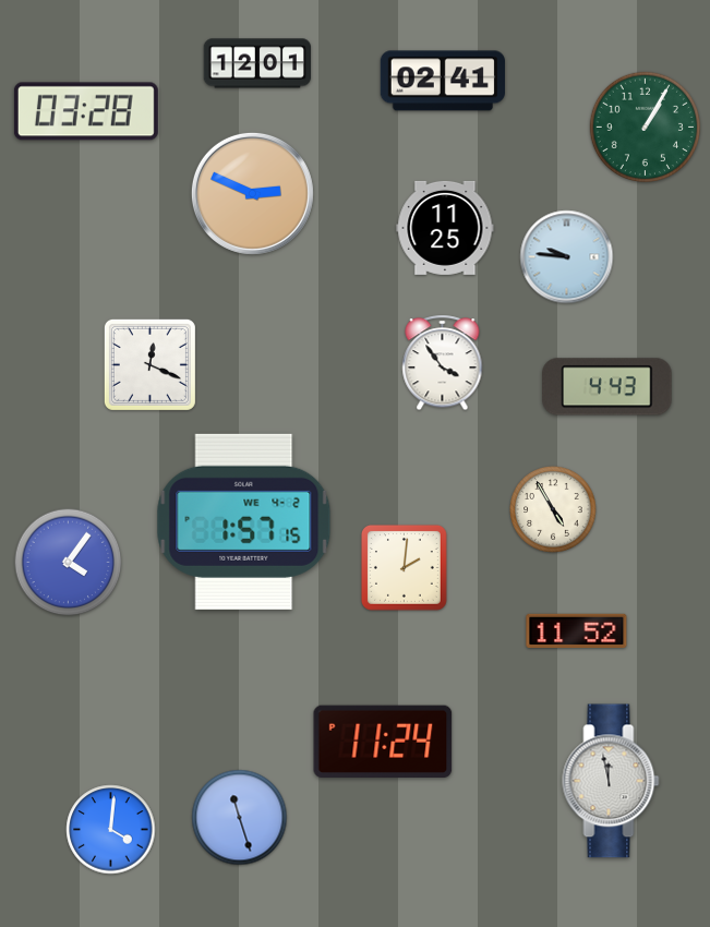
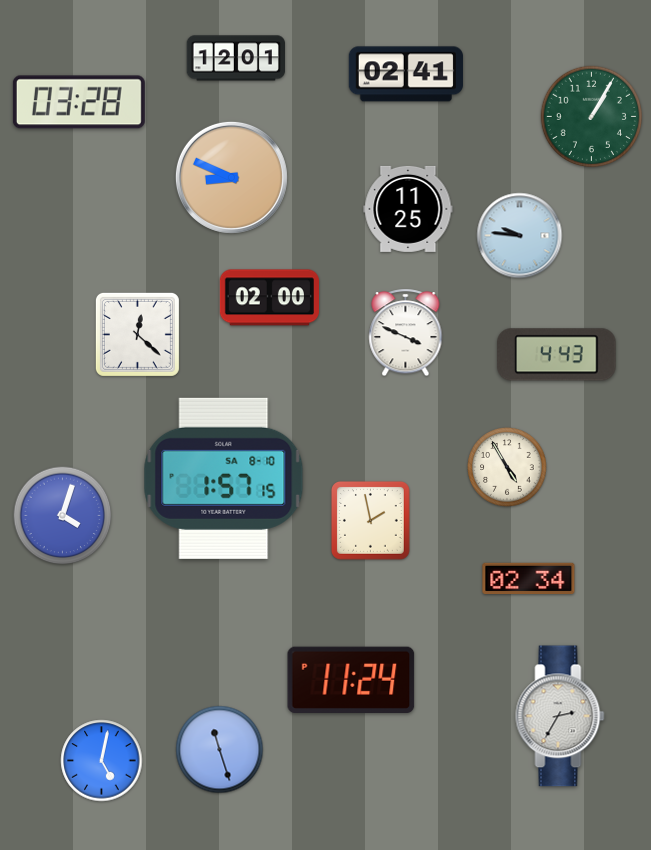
clock at (252, 193): 2:49 -> 8:49
clock at (269, 298): none -> 02:00
clock at (443, 363): 3:54 -> 3:49
clock at (149, 364): 12:19 -> 12:22
clock at (244, 521) date: WE 4-2 -> SA 8-10
clock at (69, 563): 4:06 -> 4:03
clock at (405, 568): 2:01 -> 1:58
clock at (577, 630): 11:52 -> 02:34
clock at (611, 781): 11:58 -> 2:35
clock at (111, 830): 4:01 -> 5:02
